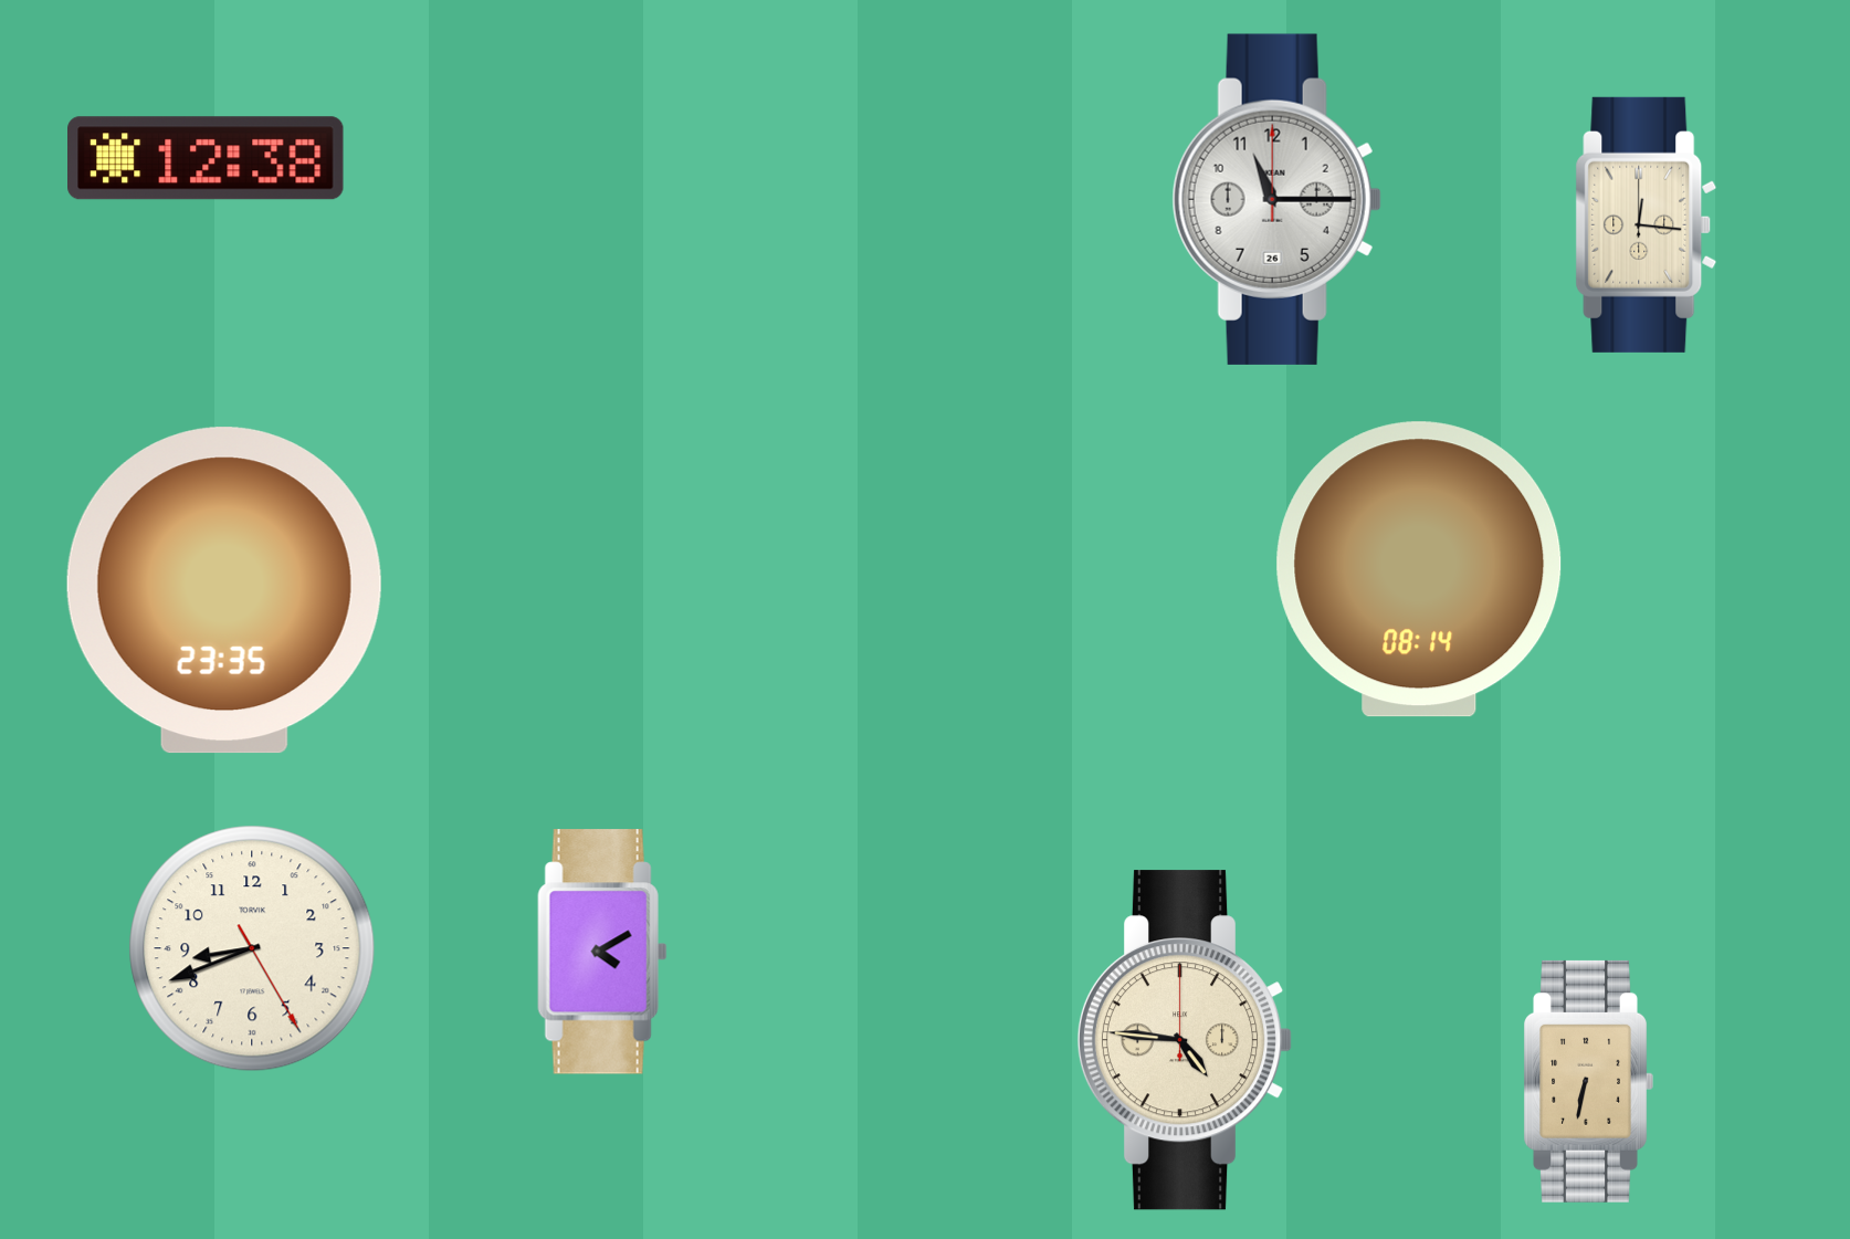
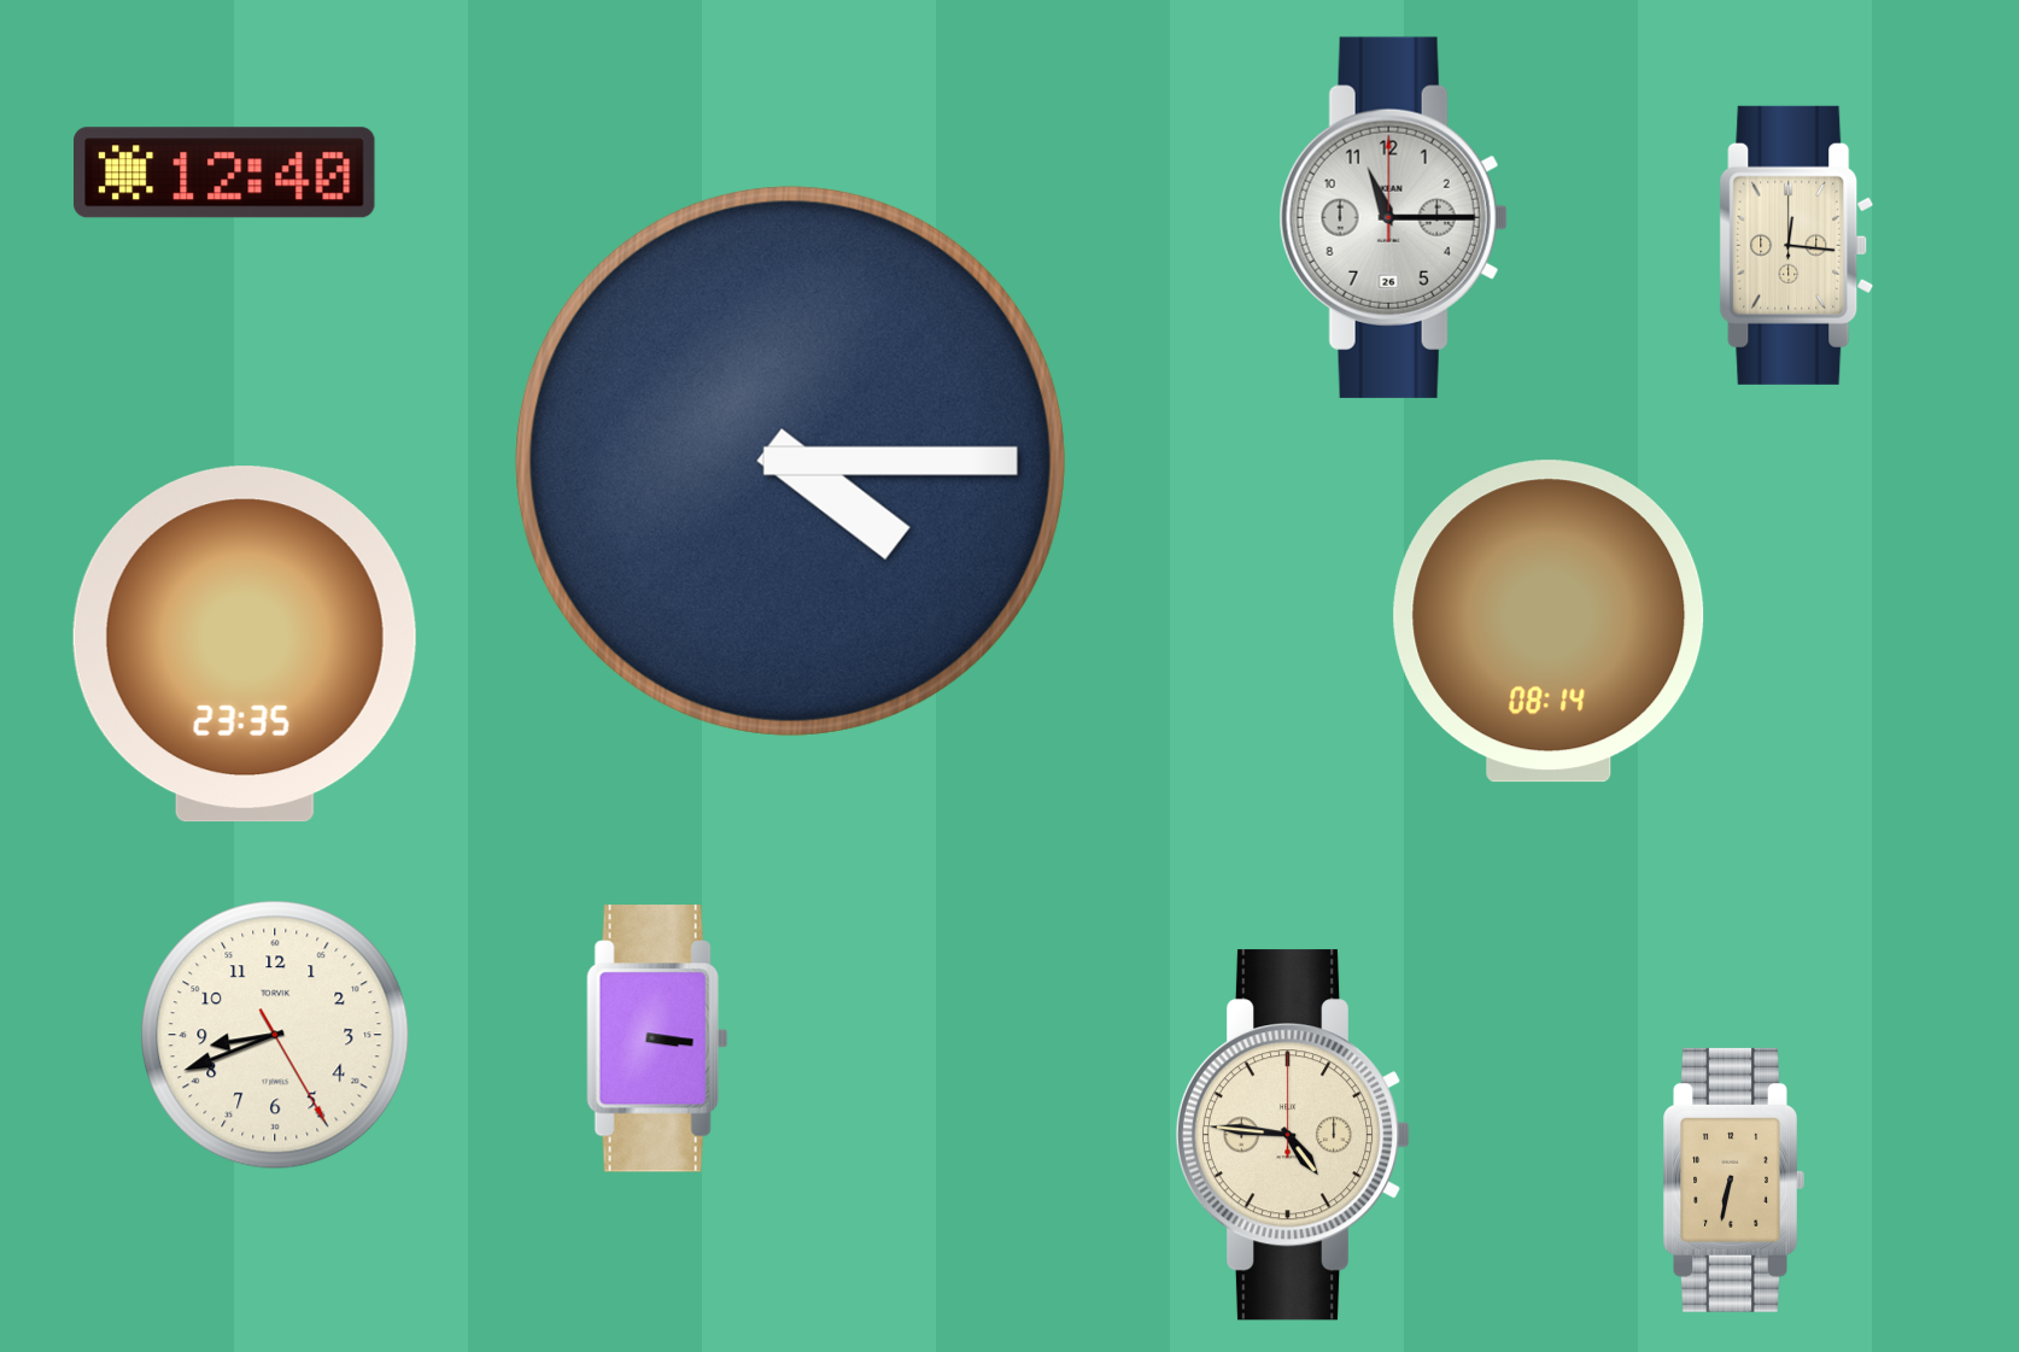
clock at (207, 158): 12:38 -> 12:40
clock at (790, 461): none -> 4:15
clock at (602, 952): 4:10 -> 3:16
